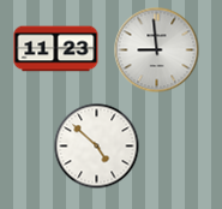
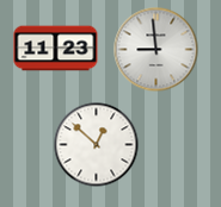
clock at (97, 147): 4:52 -> 12:52
